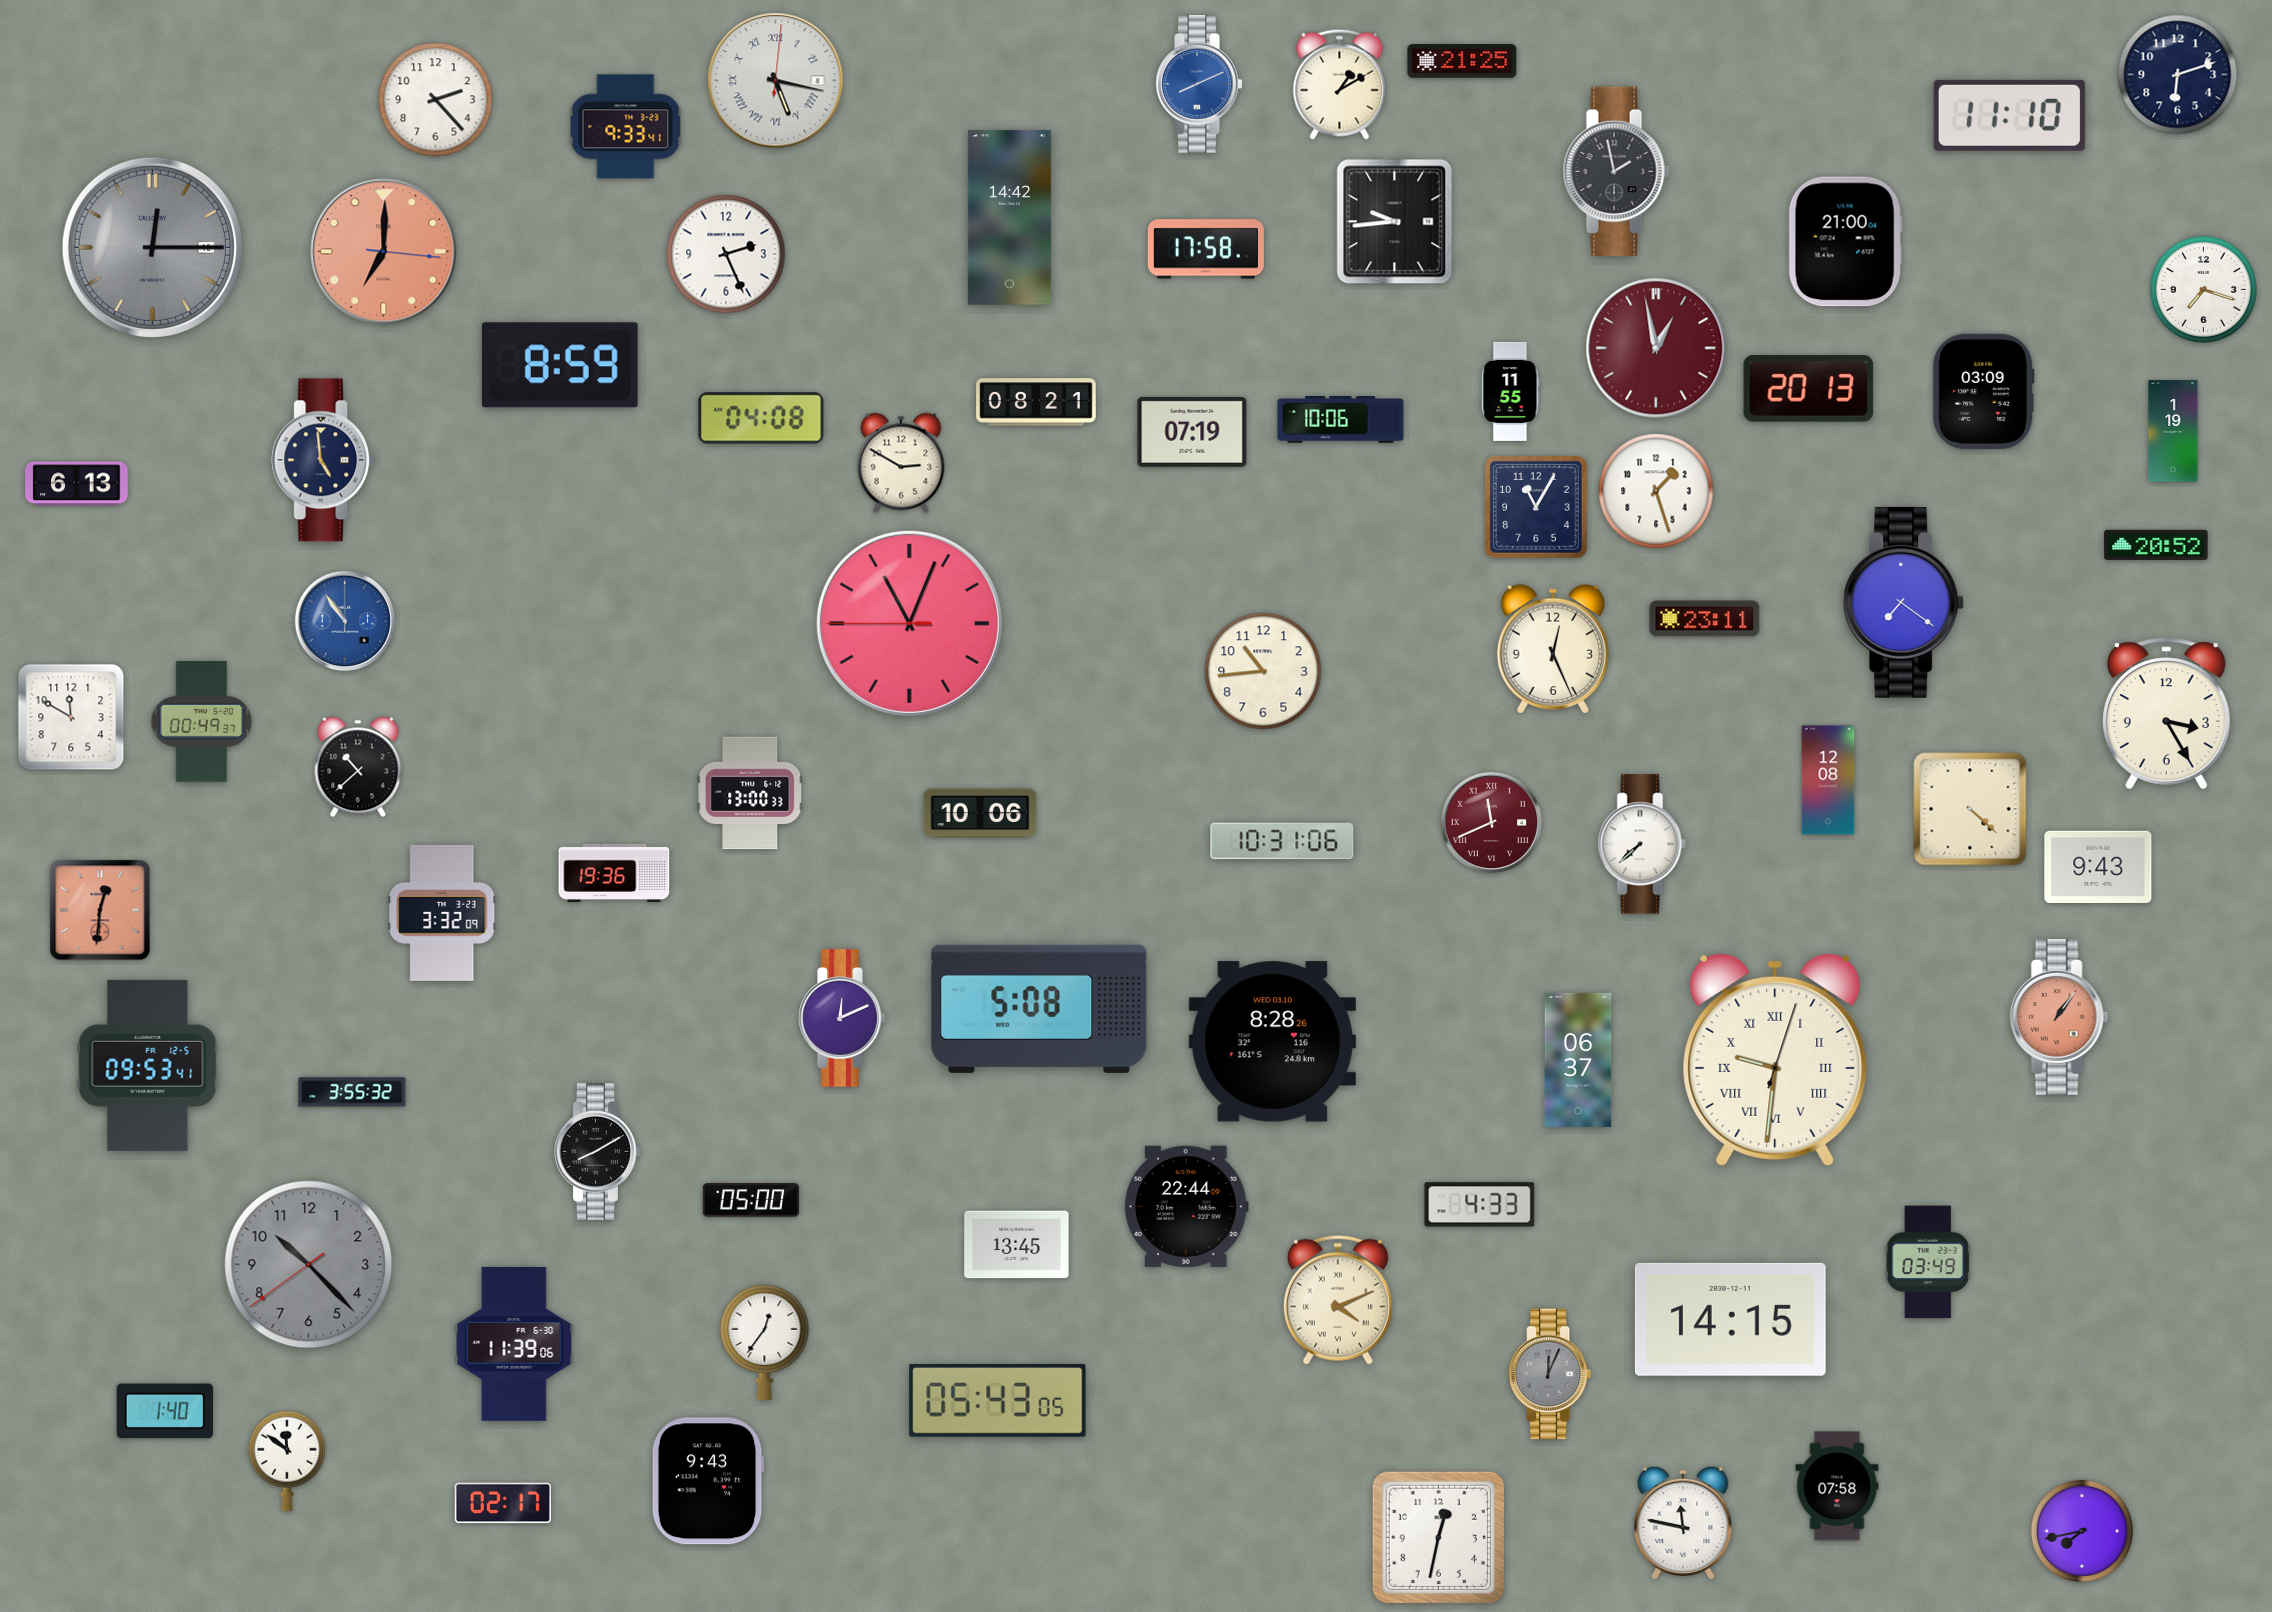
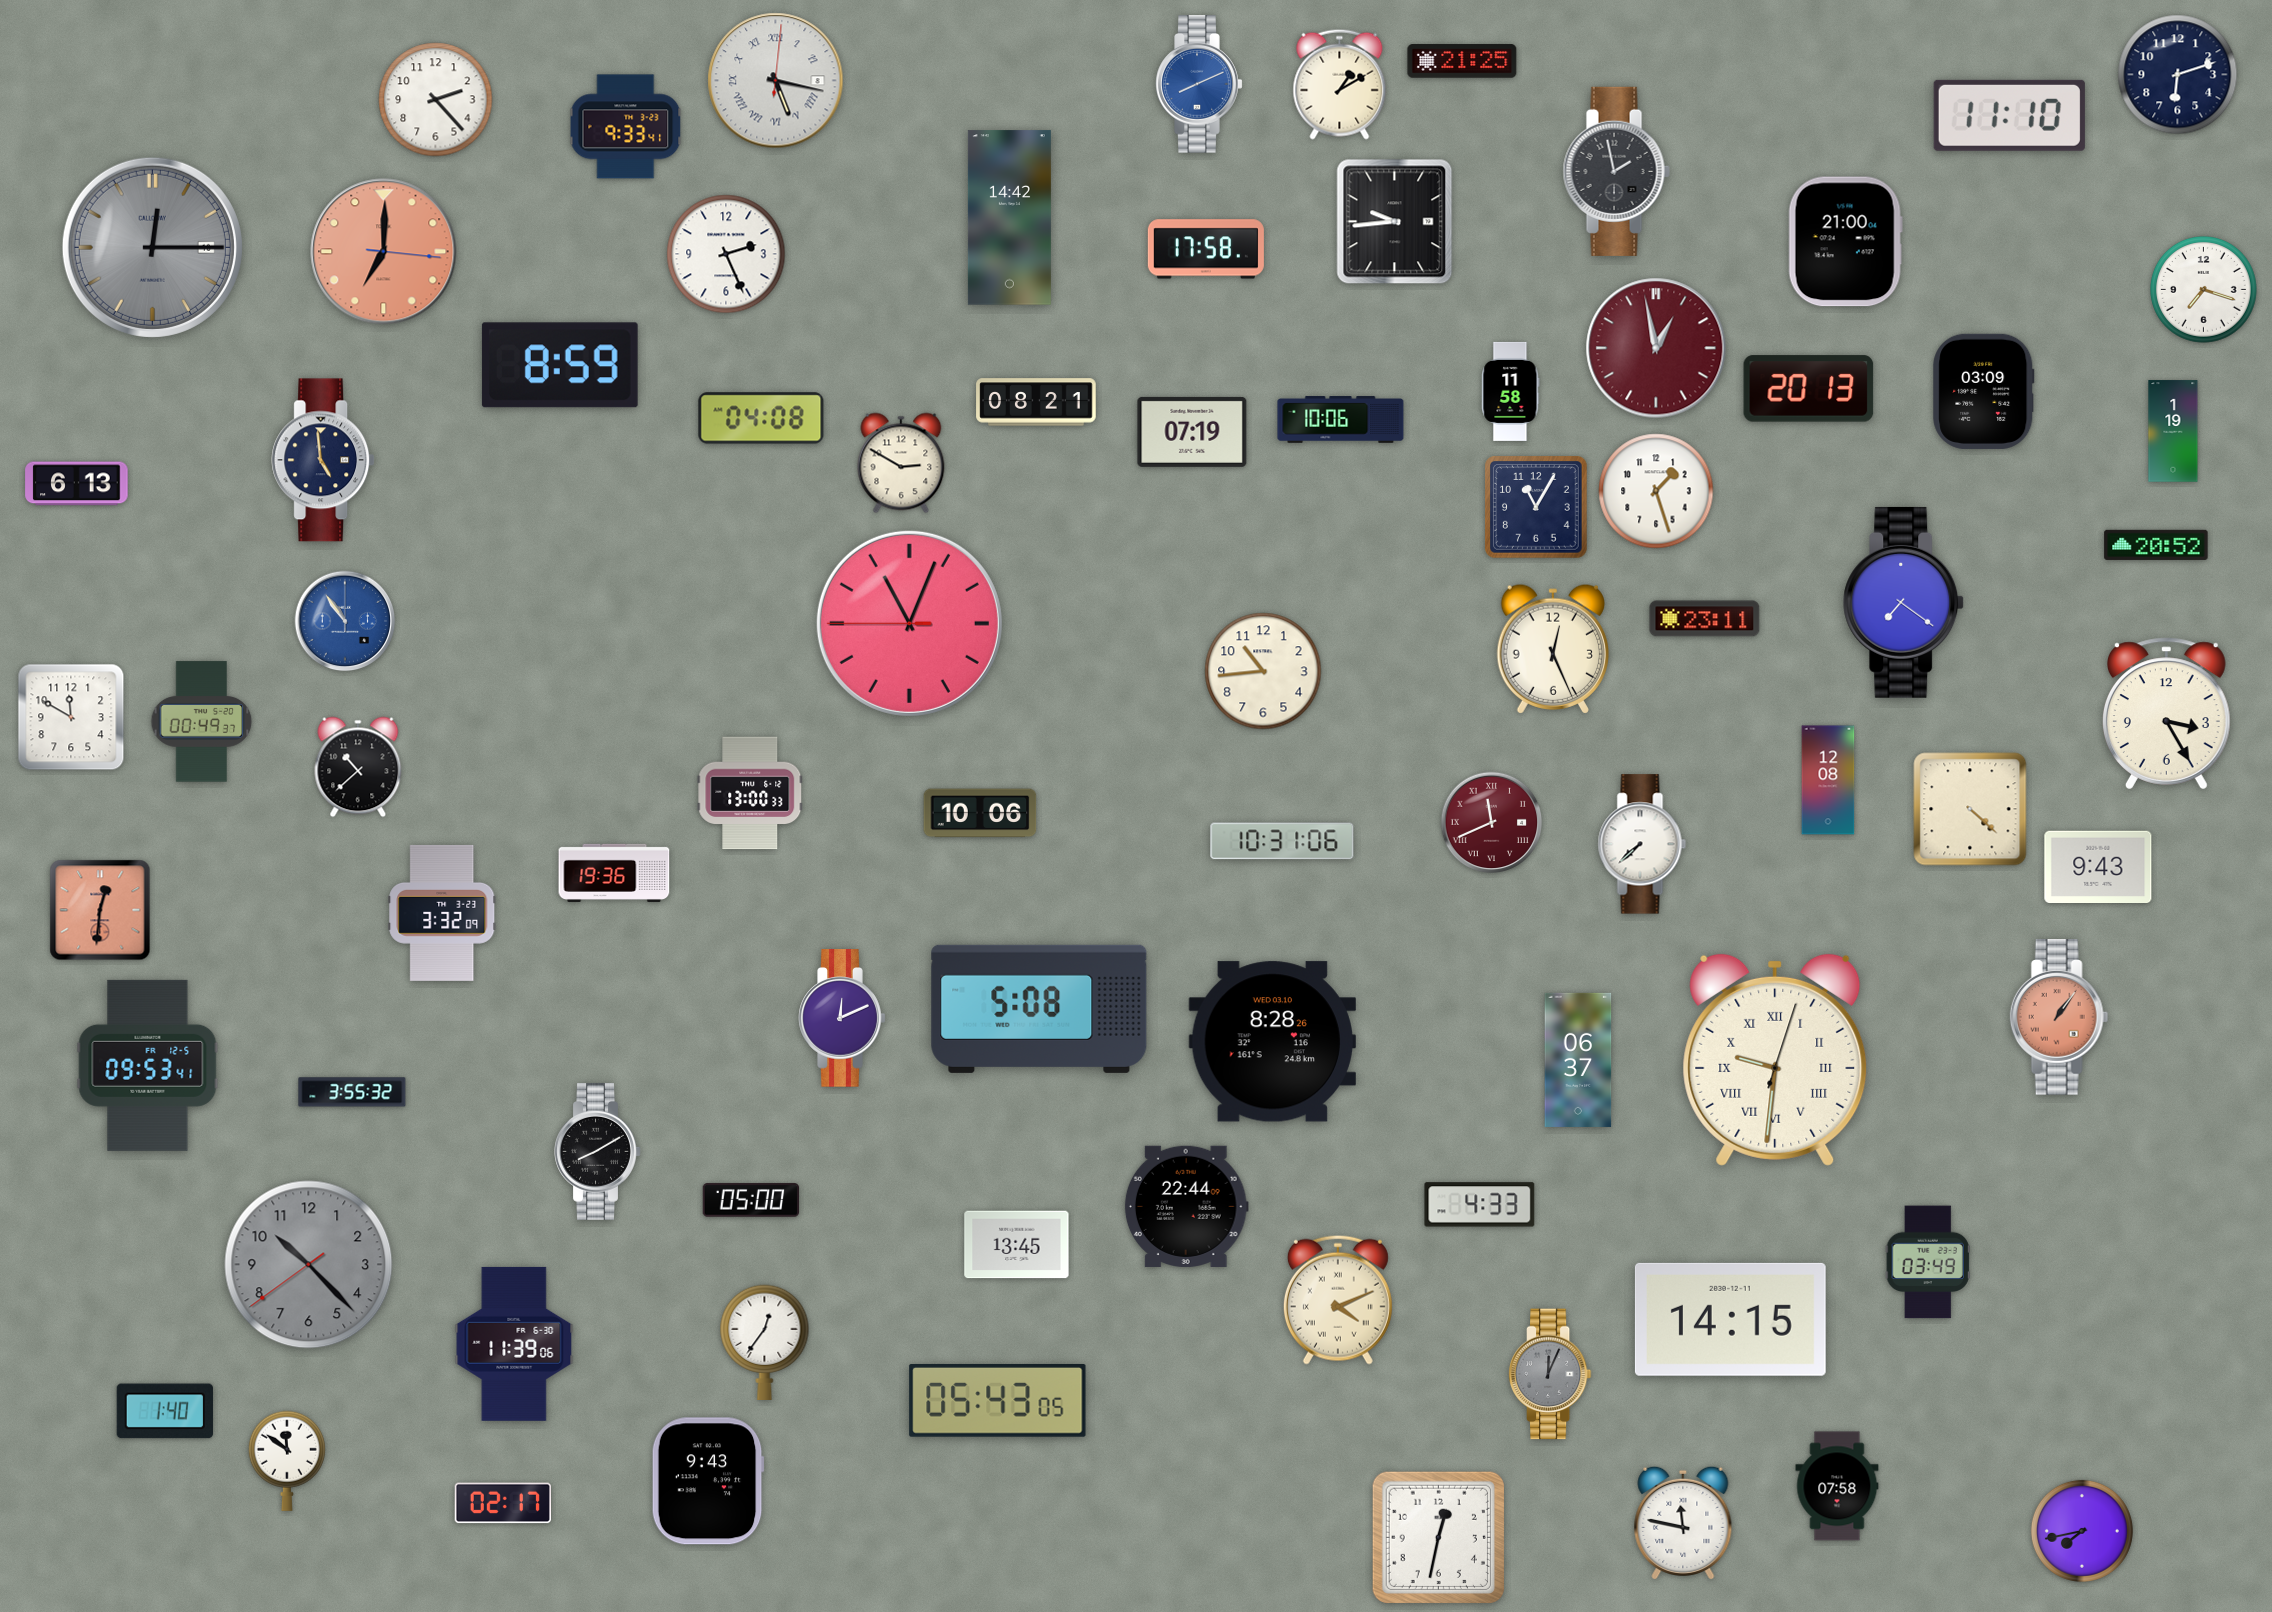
clock at (1511, 391): 11:55 -> 11:58
